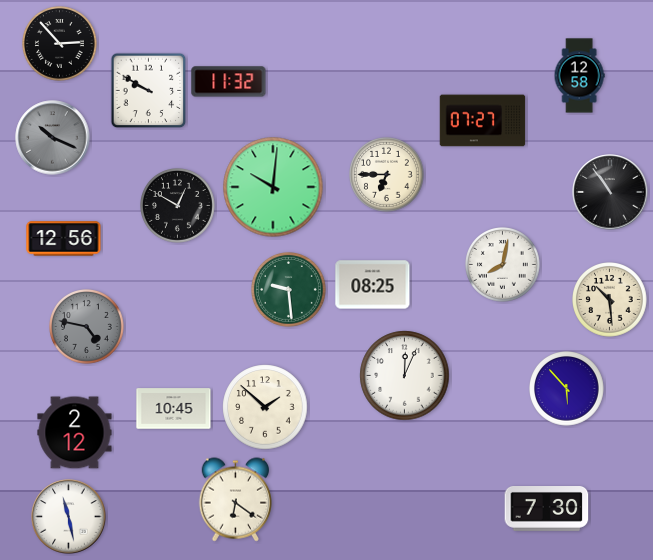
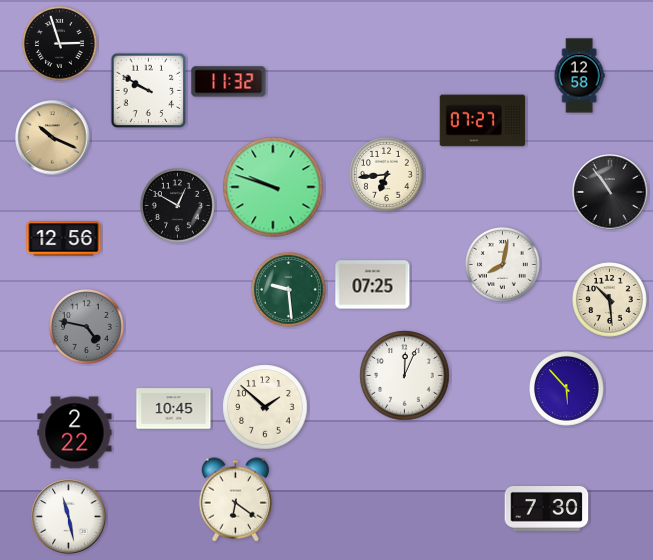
clock at (60, 44): 2:53 -> 2:57
clock at (53, 138) dial: grey -> champagne
clock at (387, 175): 6:45 -> 6:44
clock at (273, 187): 10:01 -> 9:48
clock at (373, 285): 08:25 -> 07:25
clock at (75, 433): 2:12 -> 2:22
